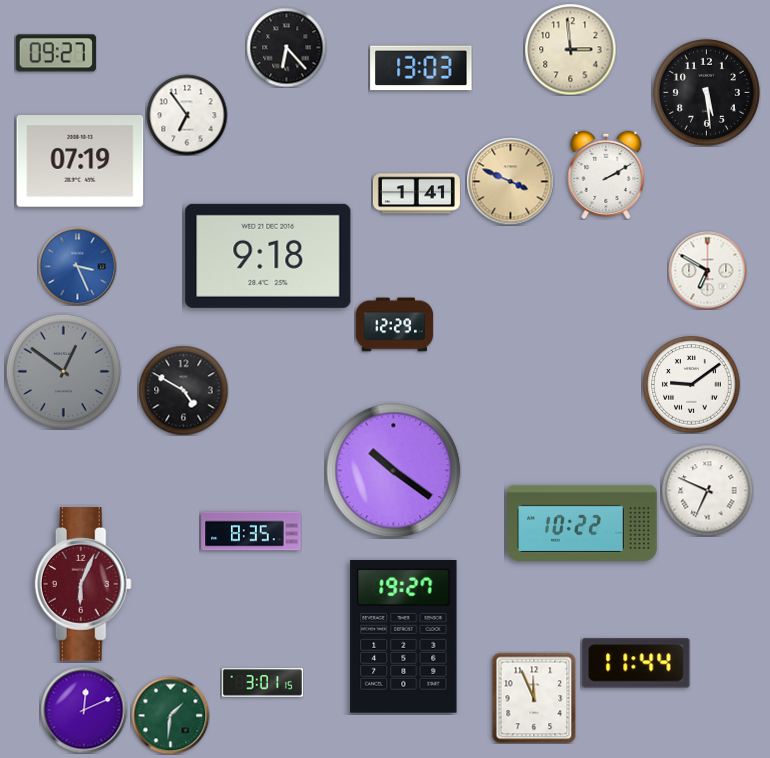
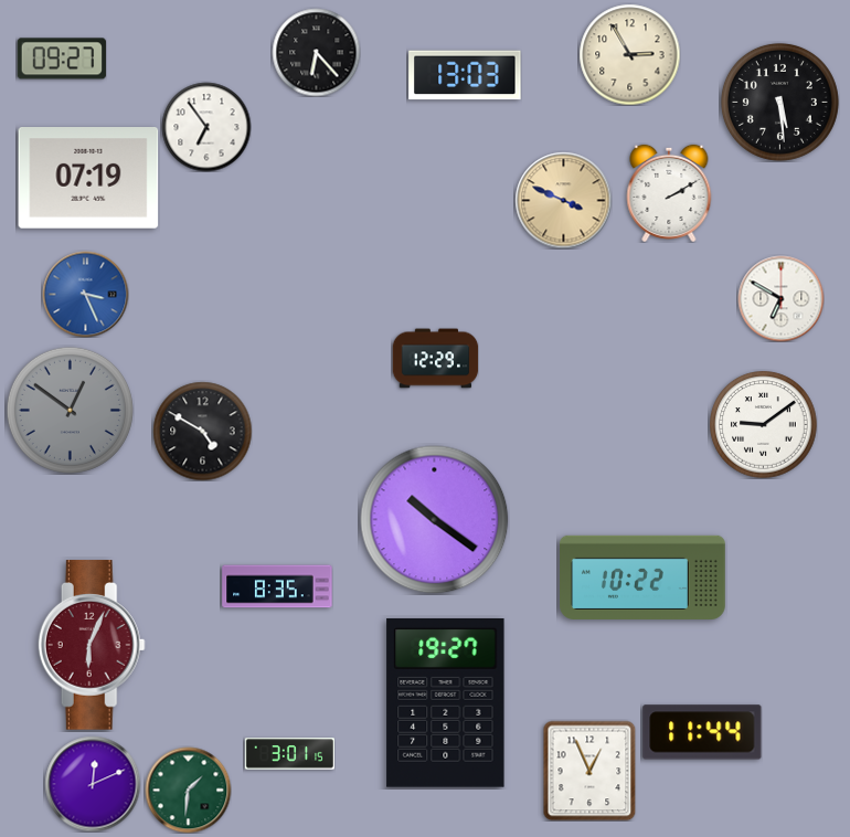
clock at (570, 49): 2:59 -> 2:55
clock at (416, 194): 1:41 -> none
clock at (268, 256): 9:18 -> none
clock at (707, 490): 6:49 -> none
clock at (534, 698): 11:56 -> 12:56
